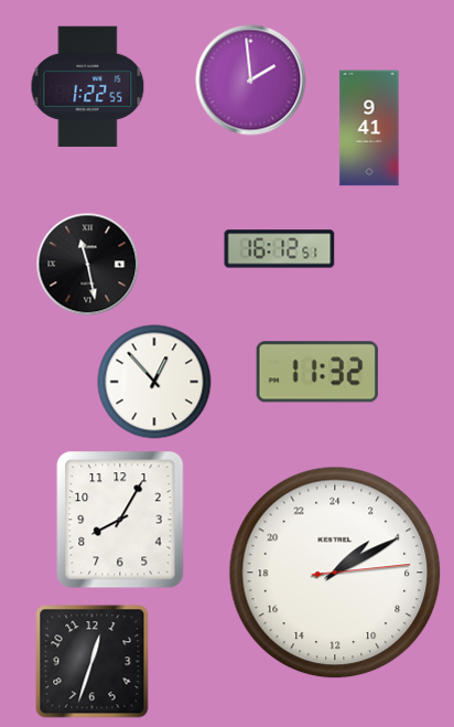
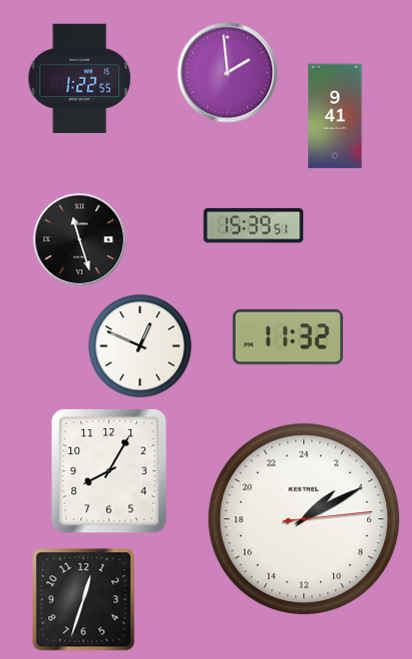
clock at (280, 249): 16:12 -> 15:39
clock at (87, 264): 11:28 -> 11:27
clock at (154, 382): 12:53 -> 12:49
